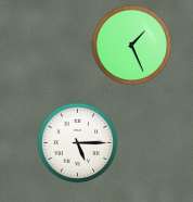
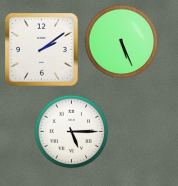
clock at (132, 46): 1:26 -> 5:26
clock at (42, 50): none -> 2:09
